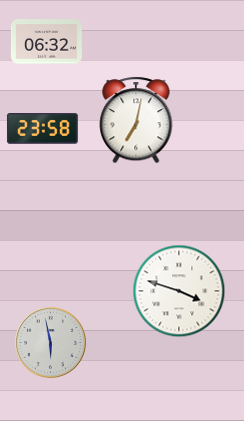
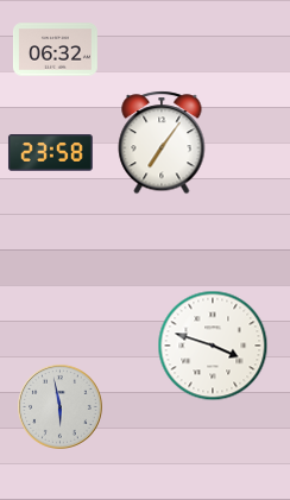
clock at (136, 120): 7:02 -> 7:06
